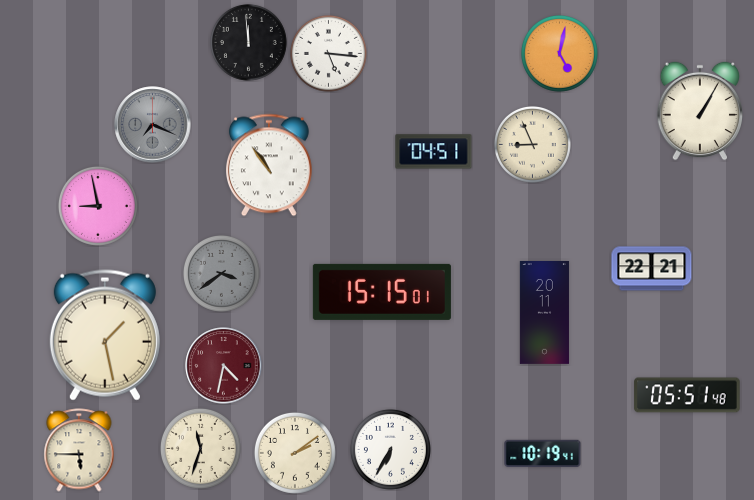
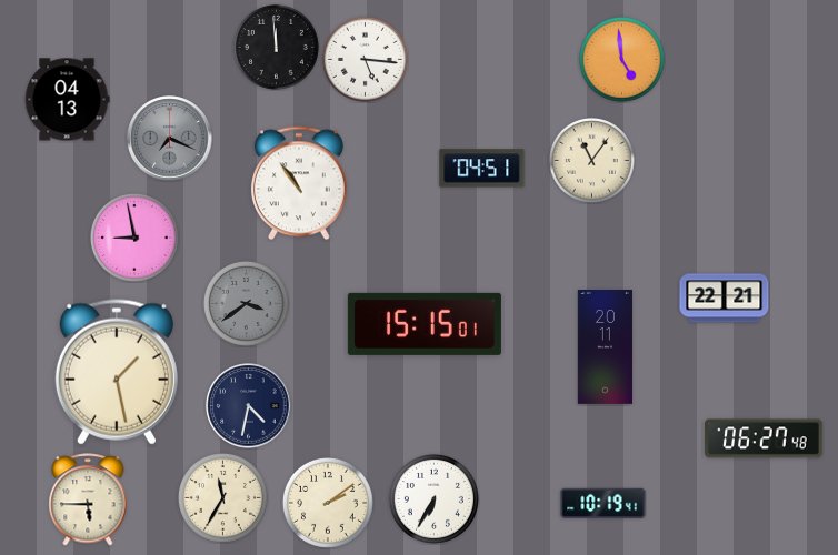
clock at (559, 53): 5:02 -> 4:59
clock at (67, 100): none -> 04:13
clock at (700, 111): 1:05 -> none
clock at (532, 144): 8:56 -> 11:06
clock at (98, 206) position: (98, 206) -> (134, 238)
clock at (224, 366) dial: burgundy -> navy
clock at (687, 395): 05:51 -> 06:27
clock at (200, 448): 11:33 -> 11:35
